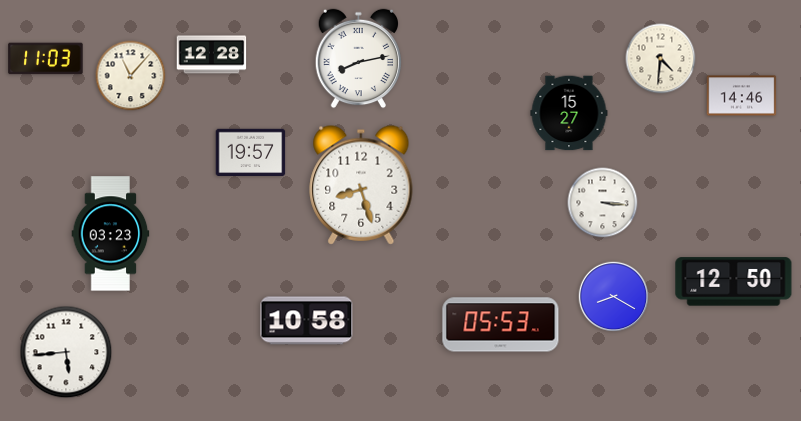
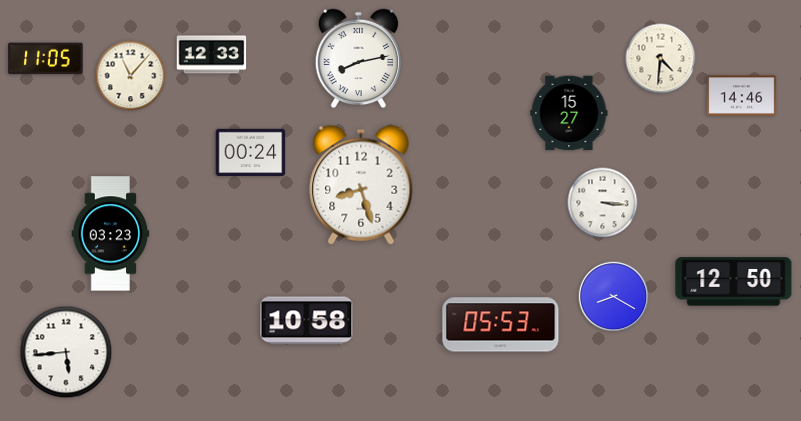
clock at (212, 55): 12:28 -> 12:33
clock at (46, 59): 11:03 -> 11:05
clock at (251, 153): 19:57 -> 00:24
